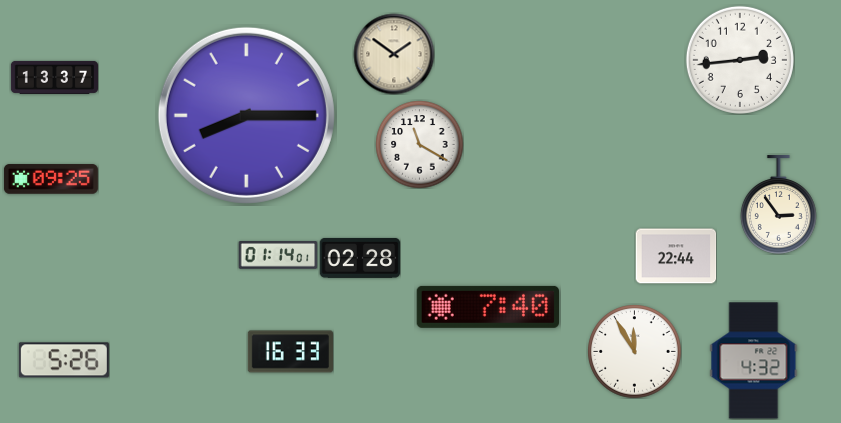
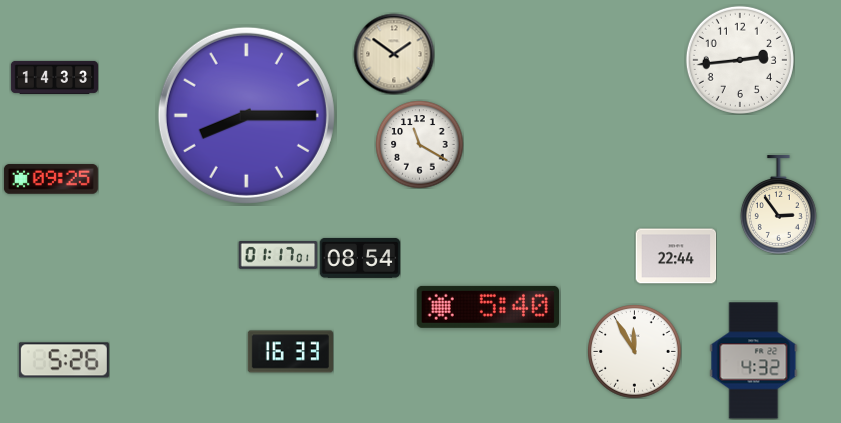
clock at (54, 77): 13:37 -> 14:33
clock at (278, 256): 01:14 -> 01:17
clock at (360, 258): 02:28 -> 08:54
clock at (487, 307): 7:40 -> 5:40
